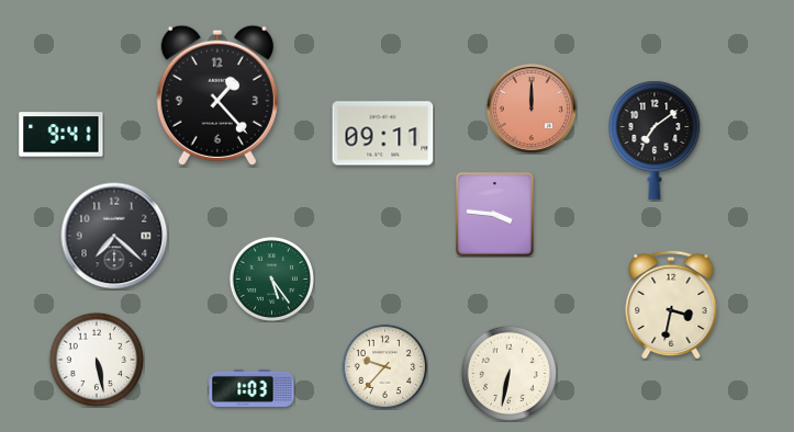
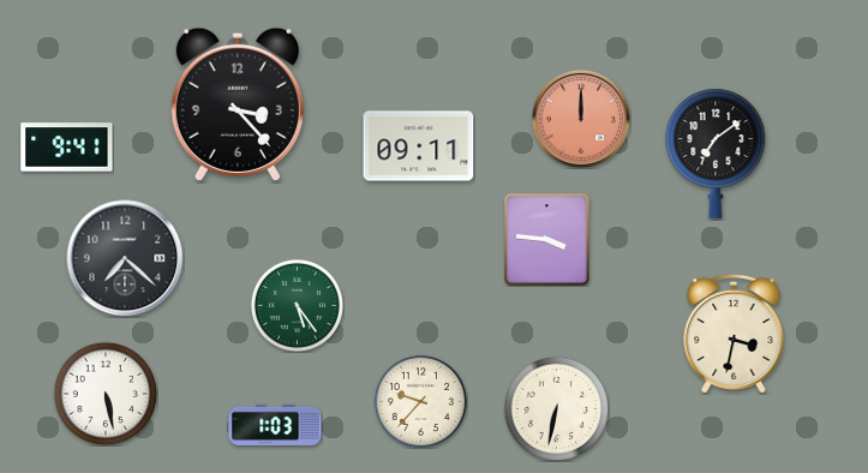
clock at (217, 95): 1:23 -> 3:23
clock at (495, 215) position: (495, 215) -> (547, 240)
